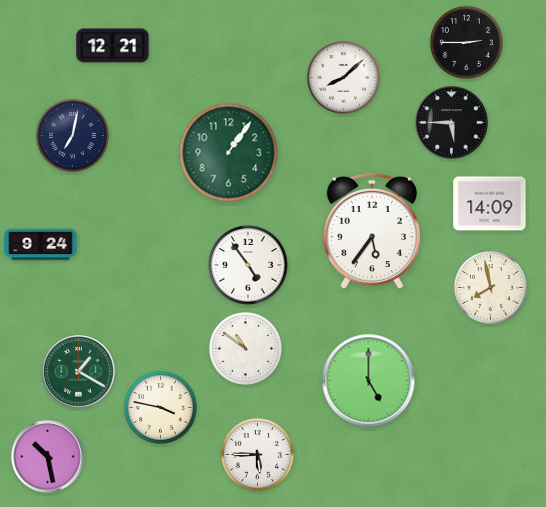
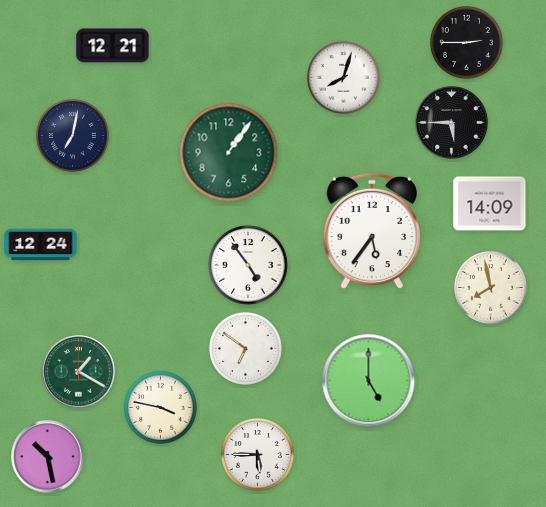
clock at (343, 77): 8:08 -> 8:03
clock at (41, 245): 9:24 -> 12:24
clock at (245, 348): 10:51 -> 6:51
